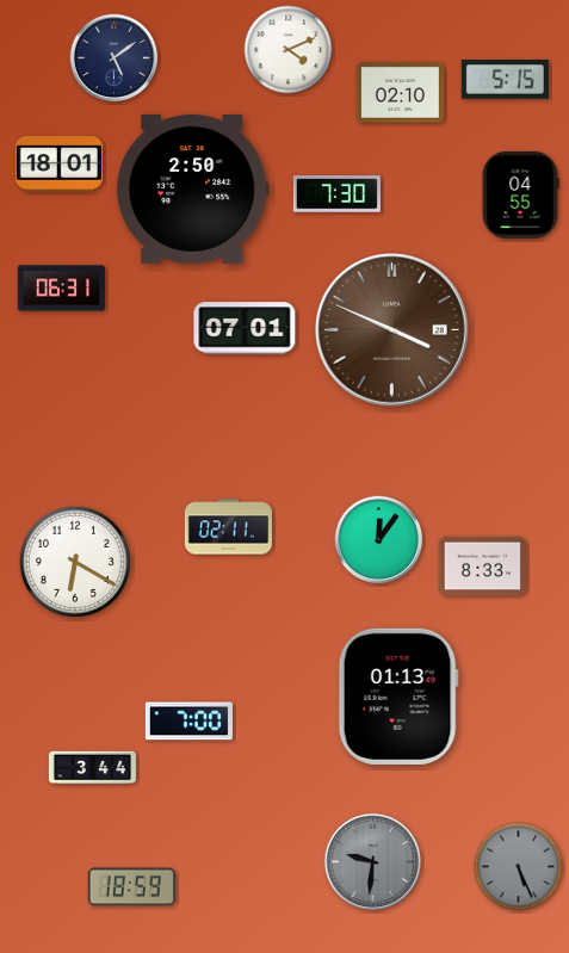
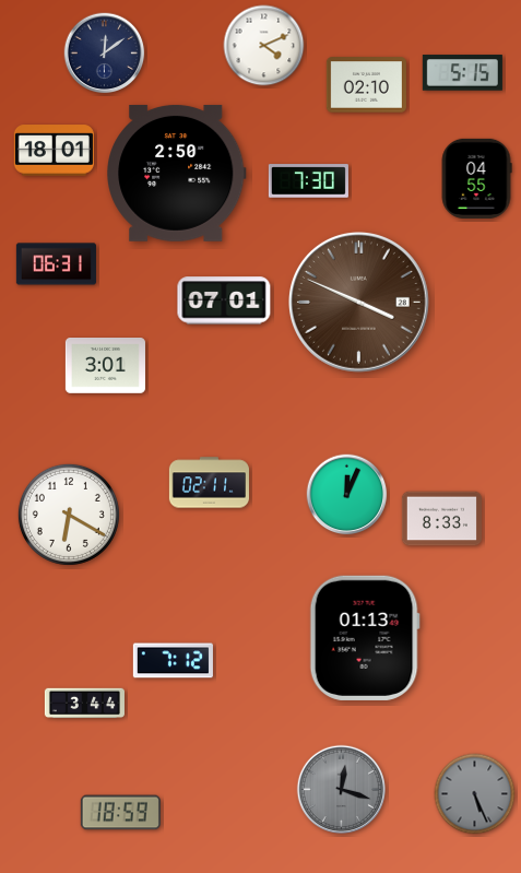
clock at (115, 58): 5:09 -> 12:09
clock at (336, 194) position: (336, 194) -> (308, 181)
clock at (105, 366): none -> 3:01
clock at (379, 540): 12:06 -> 12:04
clock at (188, 722): 7:00 -> 7:12
clock at (372, 861): 9:31 -> 12:18
